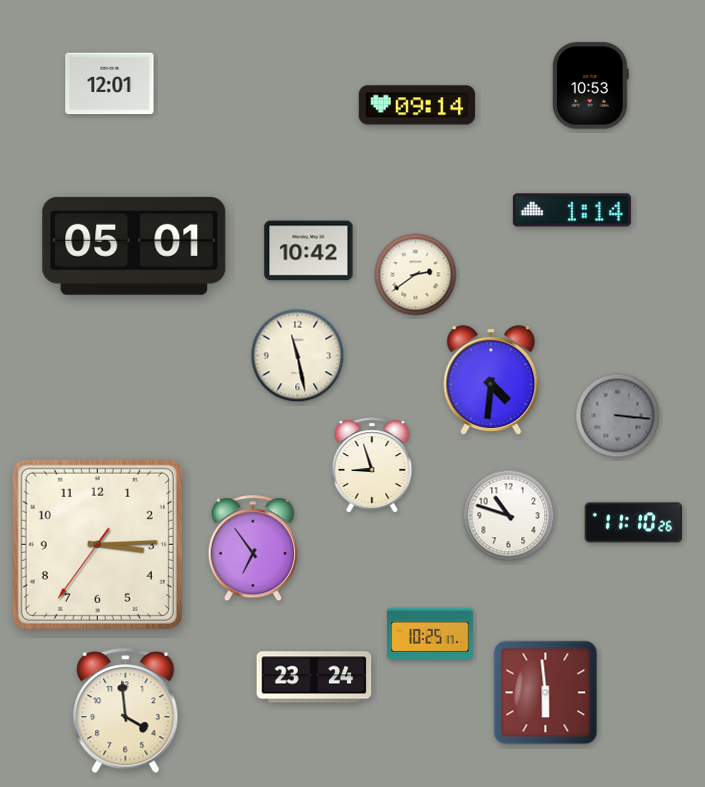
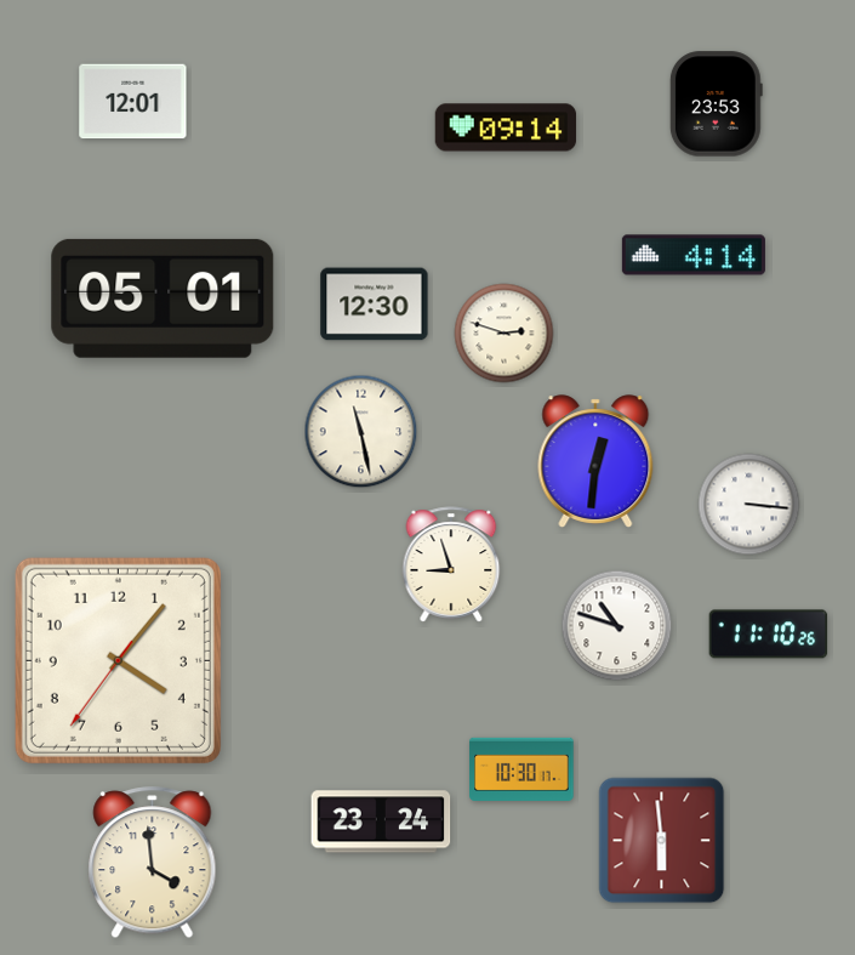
clock at (590, 86): 10:53 -> 23:53
clock at (572, 210): 1:14 -> 4:14
clock at (309, 251): 10:42 -> 12:30
clock at (416, 275): 2:39 -> 2:48
clock at (491, 380): 4:31 -> 12:31
clock at (618, 416) dial: grey -> white
clock at (97, 544): 3:14 -> 4:06
clock at (253, 549): 6:54 -> none
clock at (430, 634): 10:25 -> 10:30
